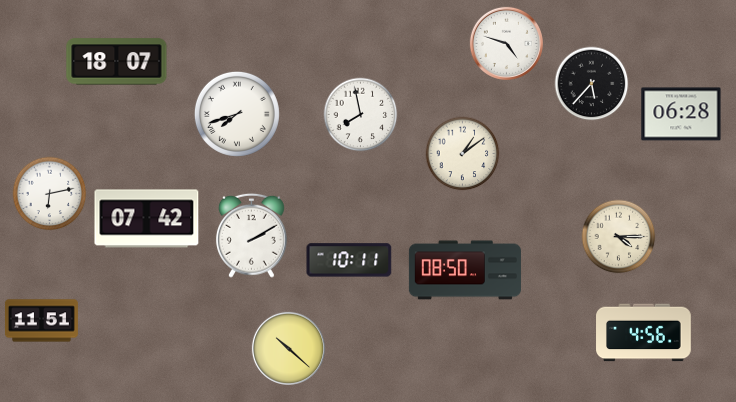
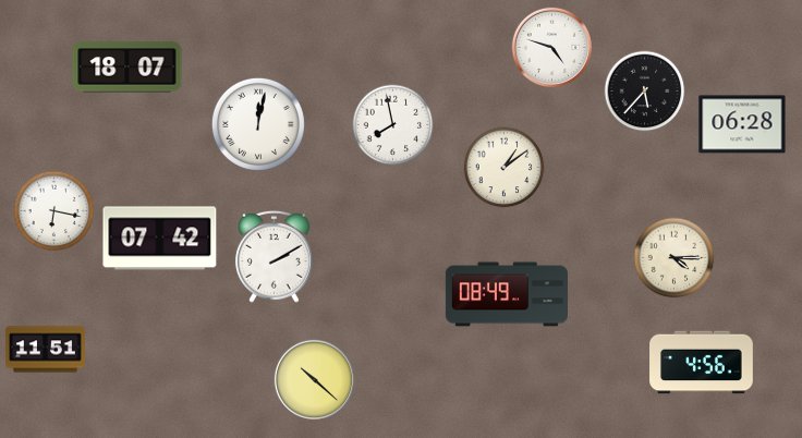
clock at (237, 114): 7:42 -> 12:02
clock at (50, 194): 6:13 -> 6:17
clock at (349, 260): 10:11 -> none
clock at (465, 270): 08:50 -> 08:49
